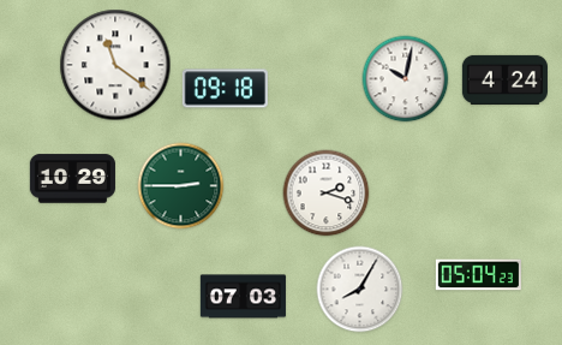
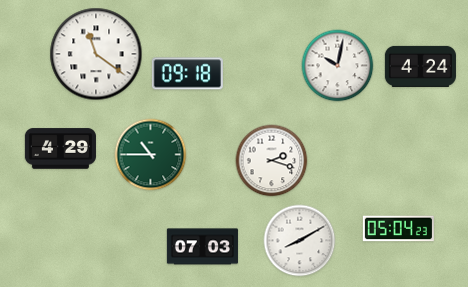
clock at (72, 179): 10:29 -> 4:29
clock at (181, 186): 2:45 -> 10:45
clock at (360, 290): 8:05 -> 8:10
